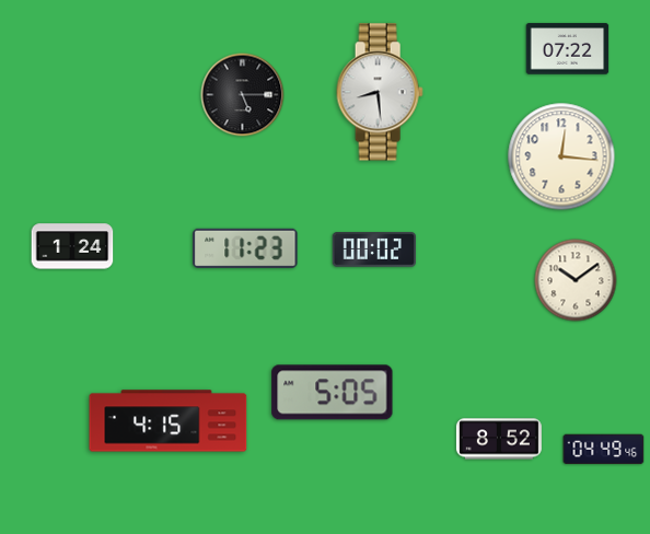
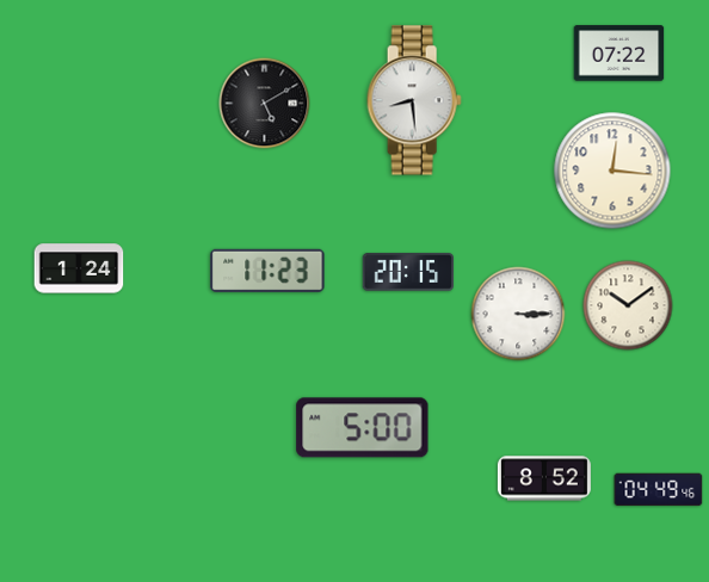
clock at (243, 95): 5:15 -> 5:10
clock at (373, 249): 00:02 -> 20:15
clock at (518, 314): none -> 3:15
clock at (333, 393): 5:05 -> 5:00
clock at (169, 421): 4:15 -> none
